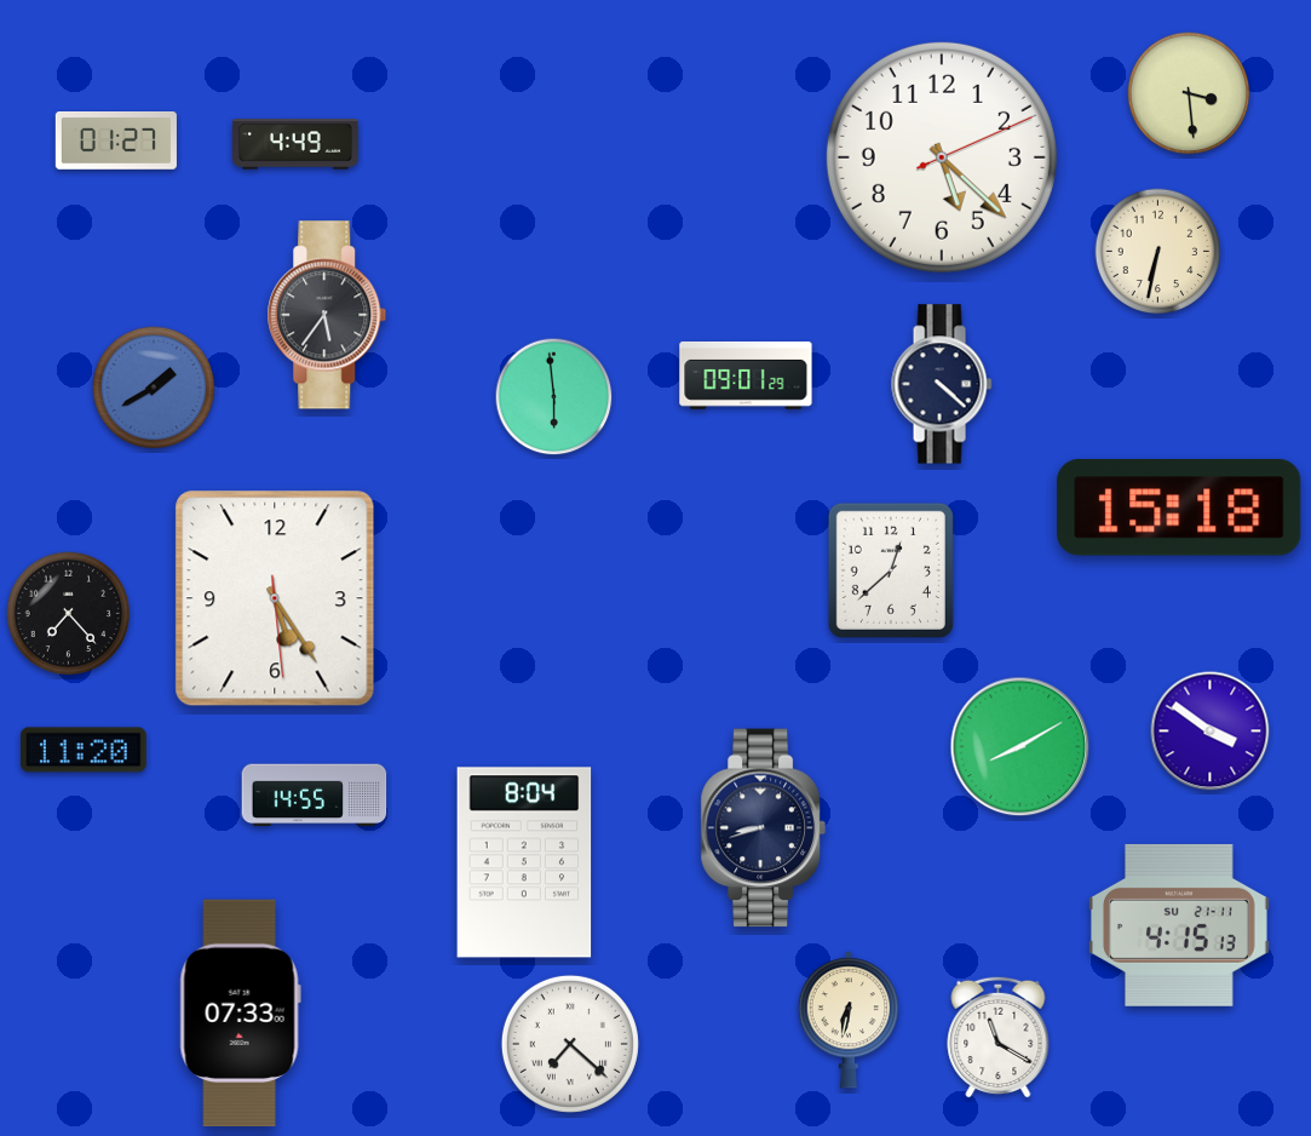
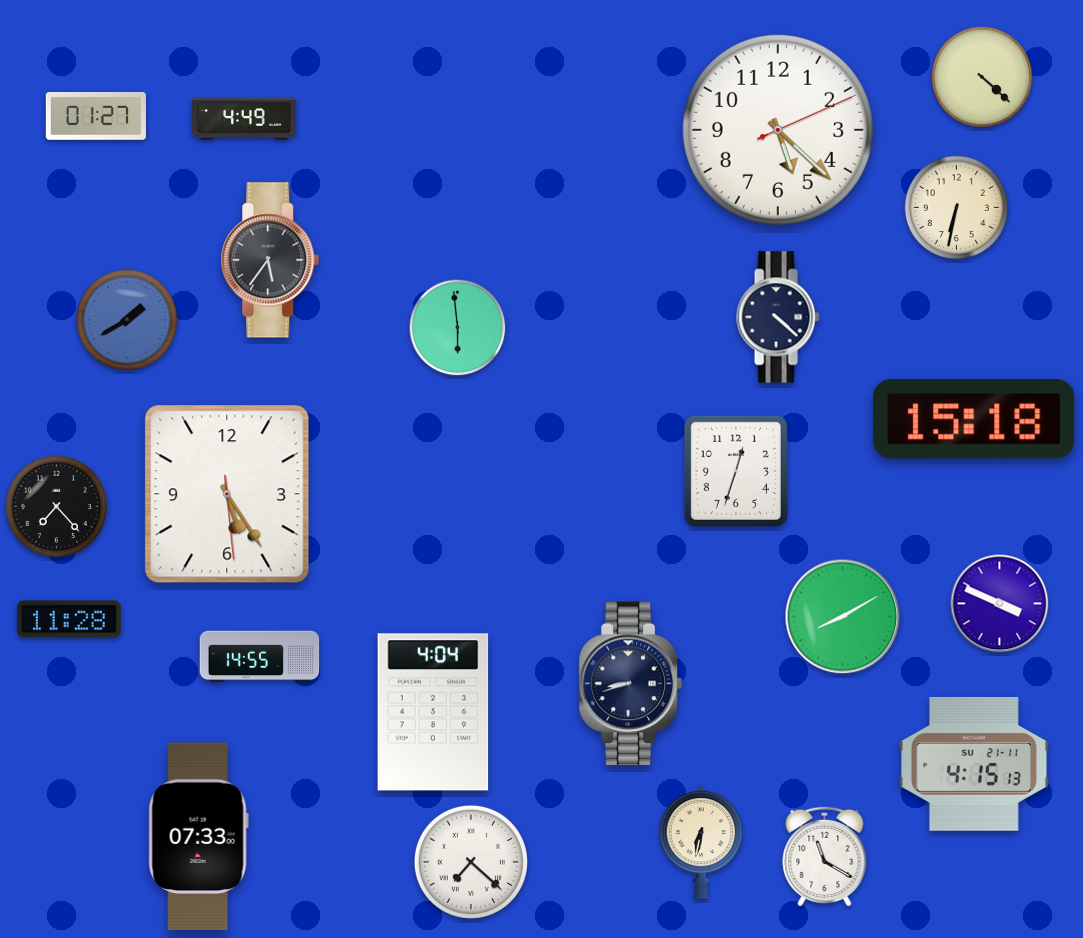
clock at (1189, 93): 3:29 -> 4:22
clock at (746, 375): 09:01 -> none
clock at (891, 570): 12:38 -> 12:33
clock at (1211, 731): 3:51 -> 3:49
clock at (84, 750): 11:20 -> 11:28
clock at (524, 862): 8:04 -> 4:04
